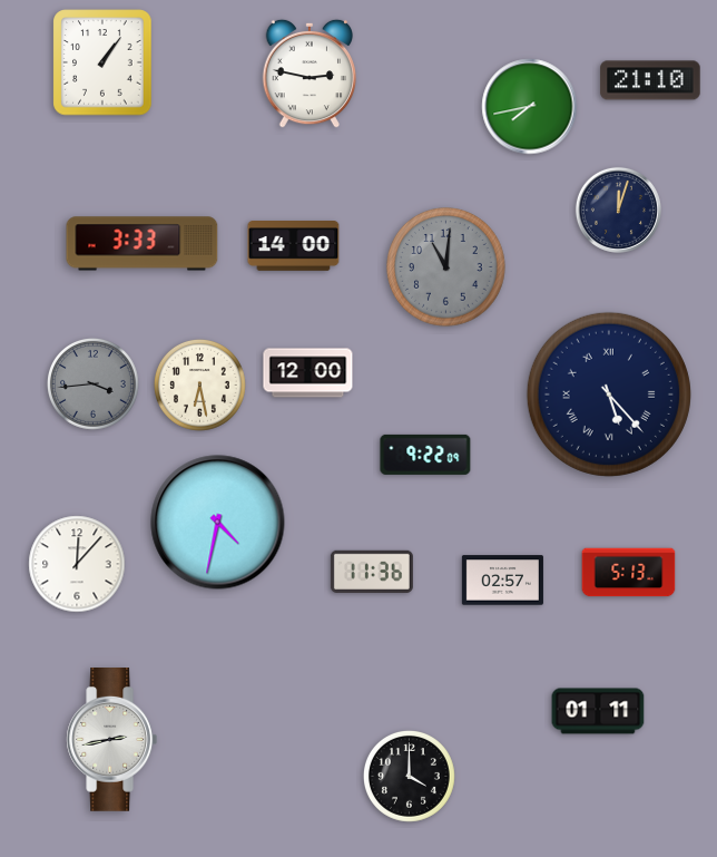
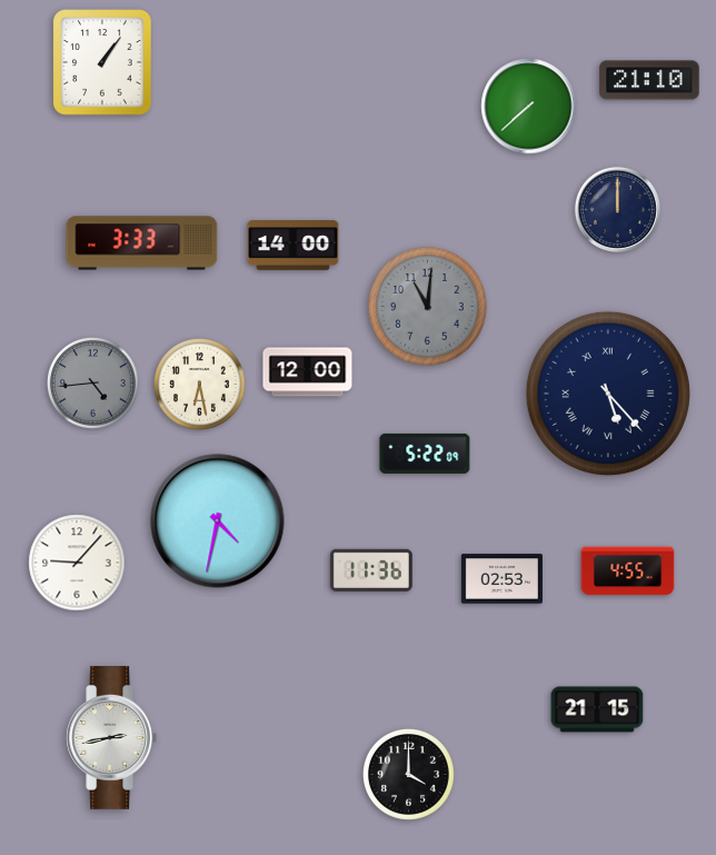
clock at (310, 74): 2:47 -> none
clock at (530, 107): 7:43 -> 7:38
clock at (618, 210): 12:03 -> 12:00
clock at (446, 267) position: (446, 267) -> (428, 307)
clock at (92, 383): 3:44 -> 4:44
clock at (425, 455): 9:22 -> 5:22
clock at (77, 564): 12:07 -> 9:07
clock at (629, 573): 5:13 -> 4:55
clock at (502, 581): 02:57 -> 02:53
clock at (598, 711): 01:11 -> 21:15
